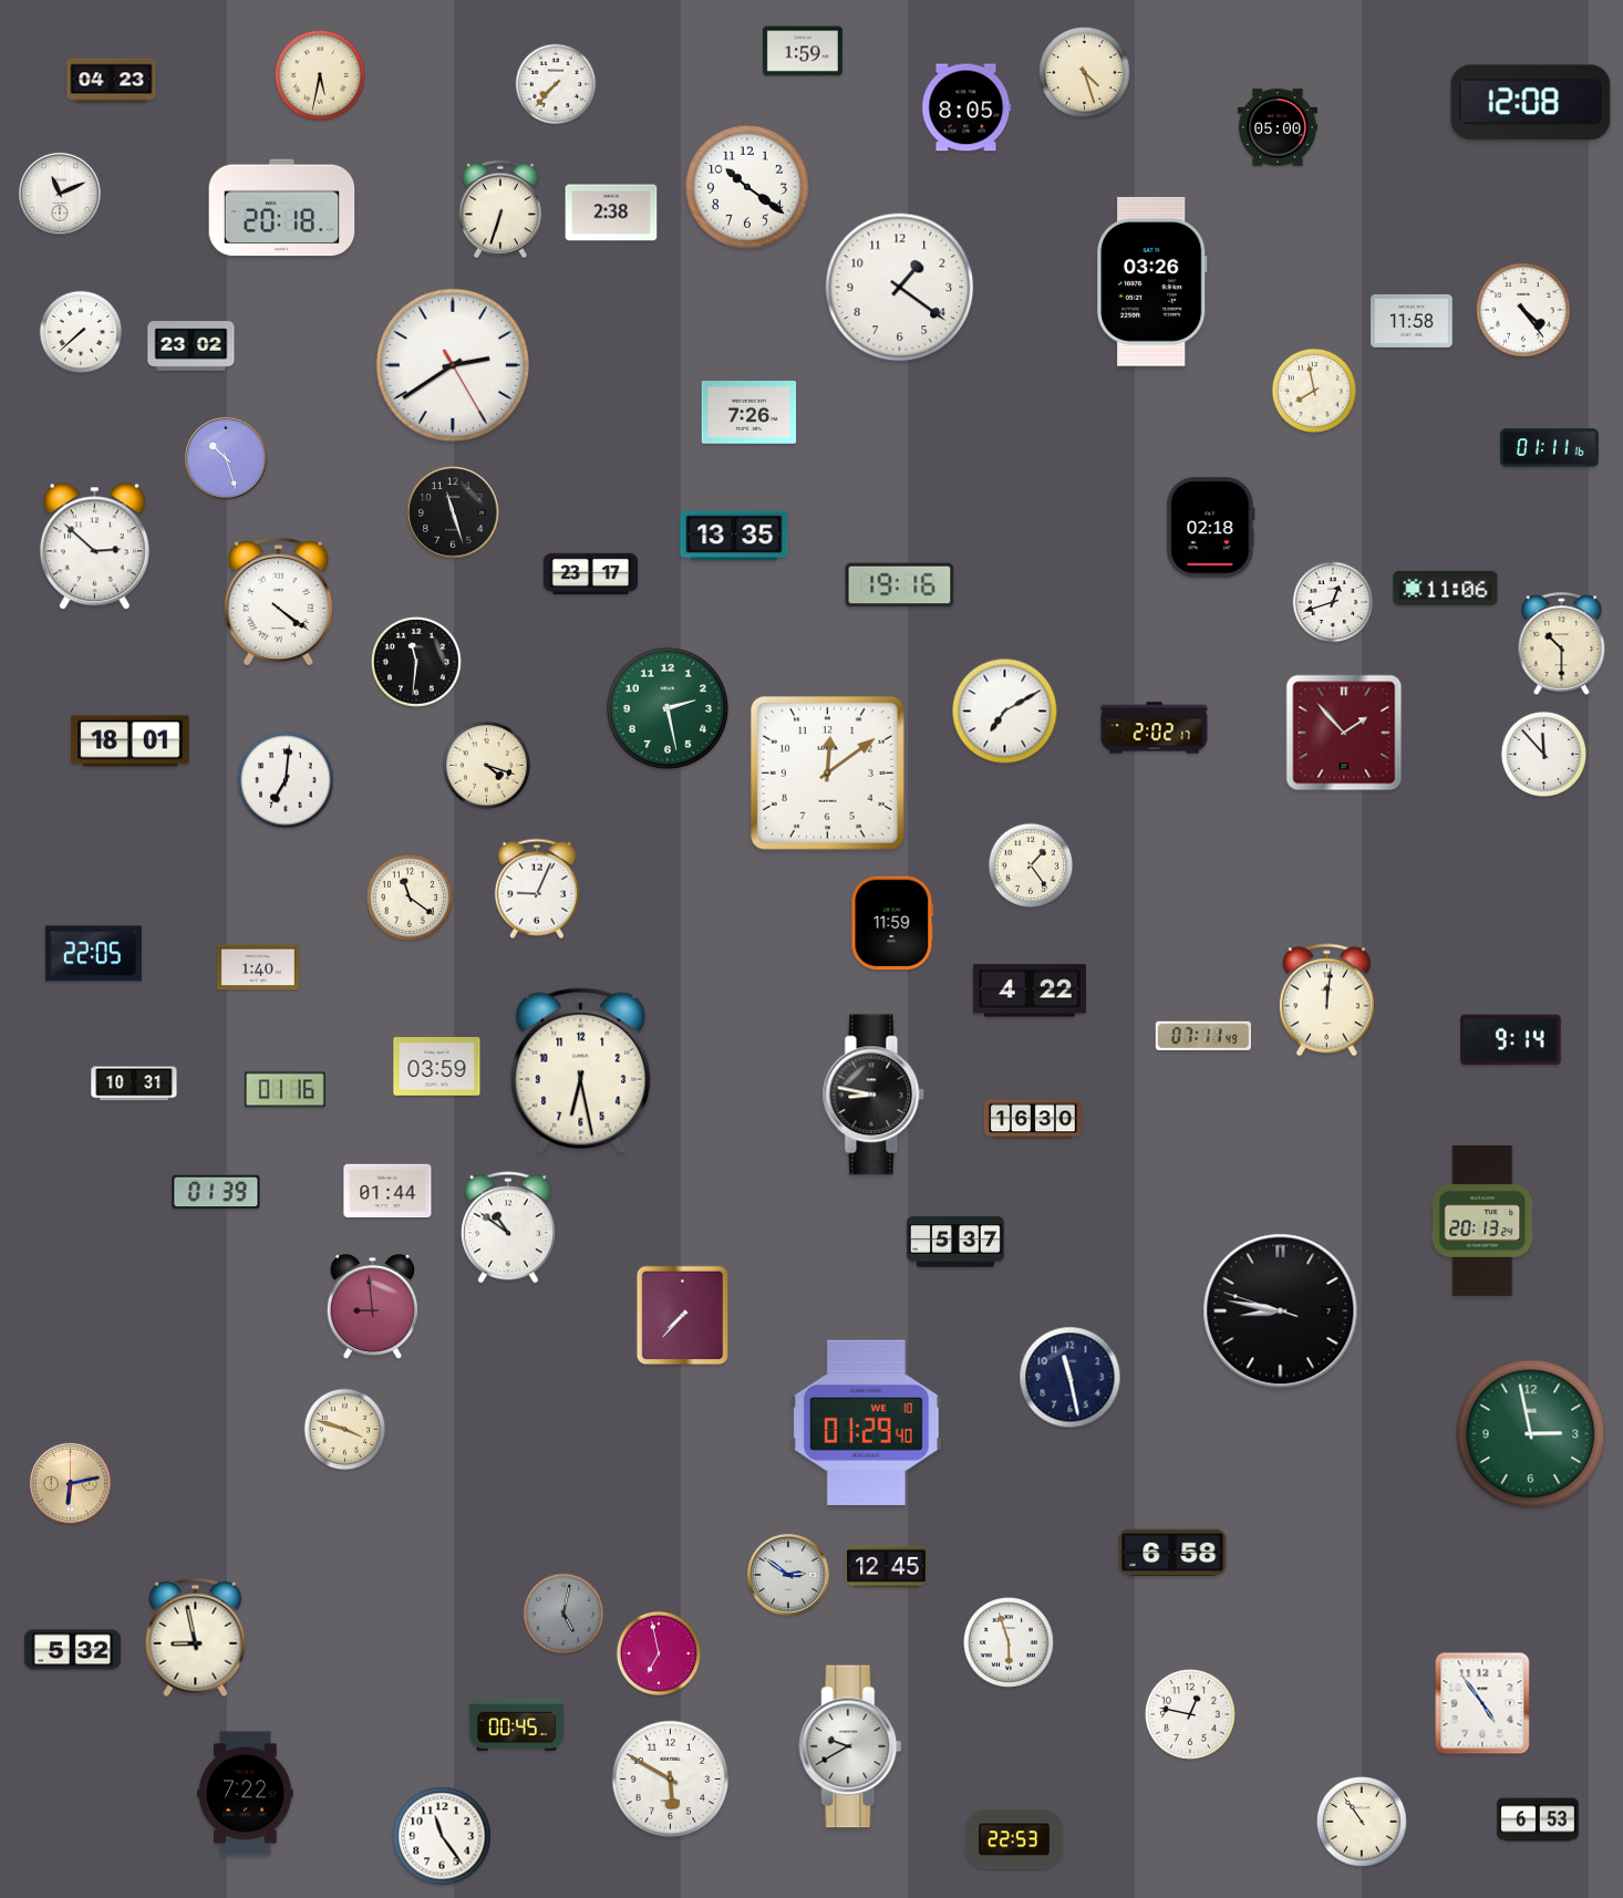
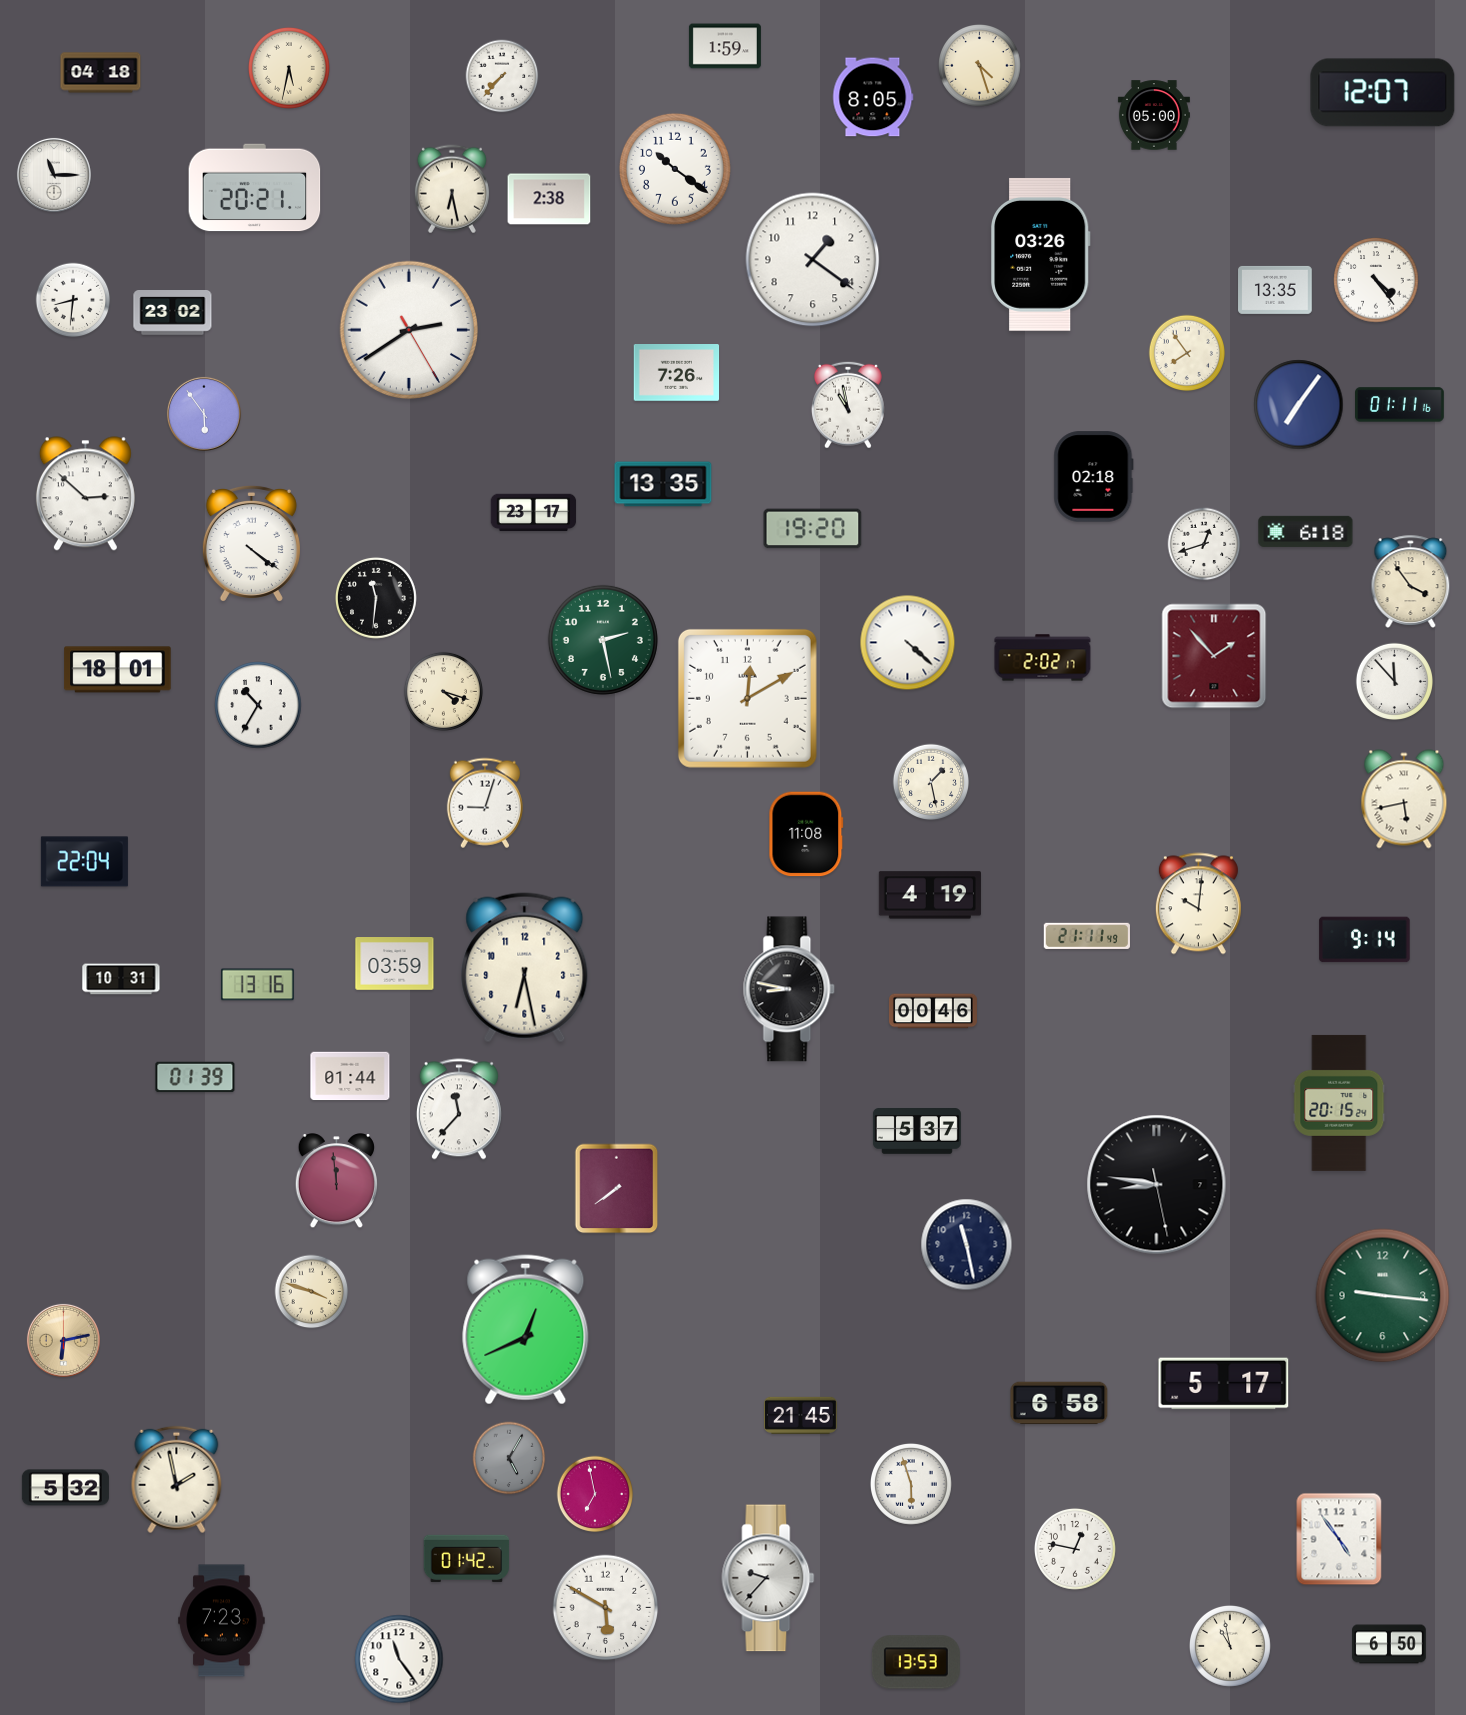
clock at (112, 81): 04:23 -> 04:18
clock at (1531, 103): 12:08 -> 12:07
clock at (60, 194): 11:11 -> 11:15
clock at (282, 208): 20:18 -> 20:21
clock at (500, 209): 6:33 -> 6:28
clock at (611, 212) position: (611, 212) -> (549, 199)
clock at (1412, 321): 11:58 -> 13:35
clock at (81, 332): 7:38 -> 8:31
clock at (1314, 391): 7:58 -> 7:54
clock at (848, 405): none -> 10:58
clock at (1299, 405): none -> 7:06
clock at (226, 458): 10:27 -> 5:54
clock at (453, 512): 11:27 -> none
clock at (591, 574) position: (591, 574) -> (534, 513)
clock at (900, 585): 19:16 -> 19:20
clock at (1446, 588): 11:06 -> 6:18
clock at (1562, 643): 10:30 -> 3:54
clock at (1005, 712): 7:10 -> 4:22
clock at (1344, 733) position: (1344, 733) -> (1214, 656)
clock at (486, 765) position: (486, 765) -> (443, 691)
clock at (827, 772): 12:09 -> 12:10
clock at (286, 780): 7:01 -> 10:35
clock at (1031, 865): 1:24 -> 1:28
clock at (1404, 799): none -> 5:43
clock at (537, 889): 9:04 -> 9:03
clock at (410, 898): 11:21 -> none
clock at (892, 923): 11:59 -> 11:08
clock at (93, 954): 22:05 -> 22:04
clock at (258, 967): 1:40 -> none
clock at (1030, 991): 4:22 -> 4:19
clock at (1326, 1000): 12:01 -> 10:01
clock at (1203, 1036): 07:11 -> 21:11
clock at (285, 1090): 01:16 -> 13:16
clock at (1033, 1119): 16:30 -> 00:46
clock at (1482, 1221): 20:13 -> 20:15
clock at (508, 1227): 10:51 -> 11:37
clock at (955, 1243) position: (955, 1243) -> (917, 1132)
clock at (372, 1307): 8:59 -> 11:59
clock at (1281, 1311): 8:46:48 -> 8:46:28
clock at (683, 1316): 7:37 -> 7:39
clock at (866, 1422): 01:29 -> none
clock at (1531, 1434): 2:58 -> 9:16
clock at (526, 1330): none -> 12:41
clock at (1224, 1384): none -> 5:17
clock at (887, 1566): 12:45 -> 21:45
clock at (788, 1575): 2:51 -> none
clock at (564, 1614): 5:02 -> 5:05
clock at (196, 1638): 8:58 -> 1:58
clock at (72, 1650) position: (72, 1650) -> (65, 1488)
clock at (517, 1724): 00:45 -> 01:42
clock at (850, 1746): 9:40 -> 9:37
clock at (246, 1794): 7:22 -> 7:23
clock at (1538, 1819): 6:53 -> 6:50
clock at (1362, 1822): 10:54 -> 10:58
clock at (1014, 1839): 22:53 -> 13:53
